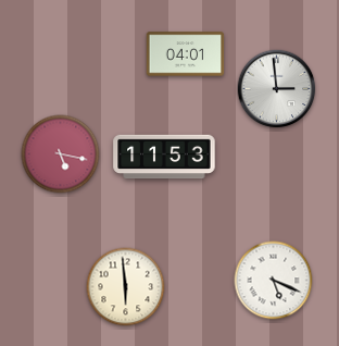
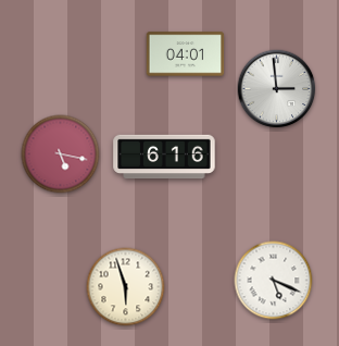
clock at (164, 157): 11:53 -> 6:16
clock at (126, 287): 5:59 -> 5:57
